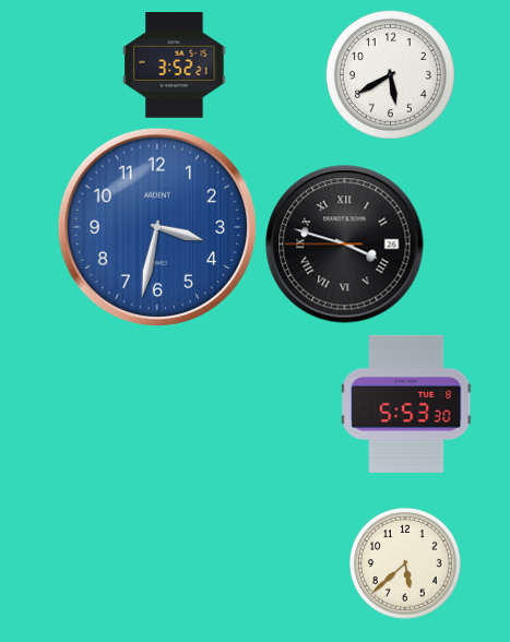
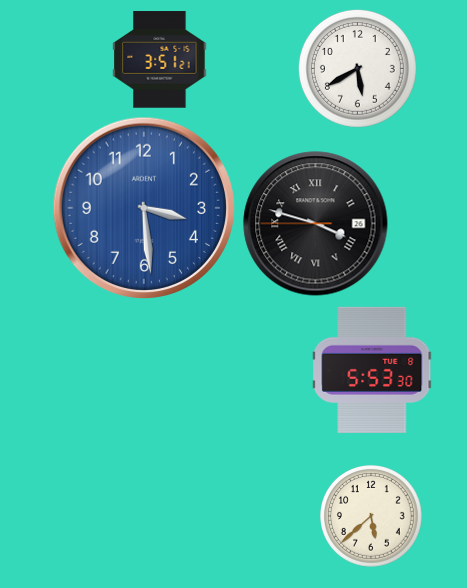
clock at (175, 66): 3:52 -> 3:51
clock at (156, 226): 3:32 -> 3:29
